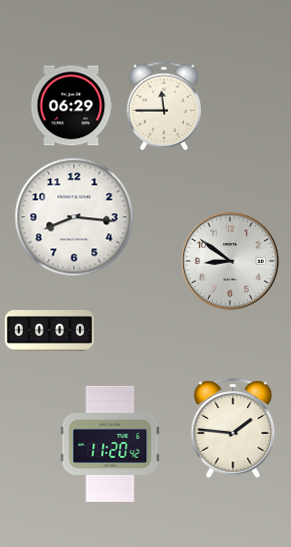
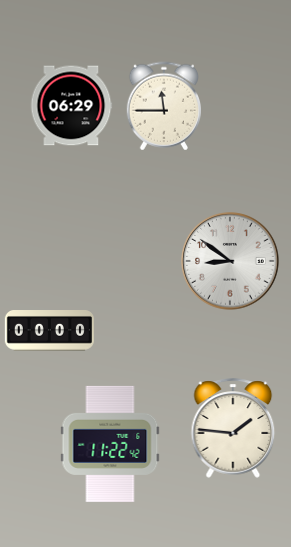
clock at (74, 217): 8:16 -> none
clock at (110, 444): 11:20 -> 11:22
